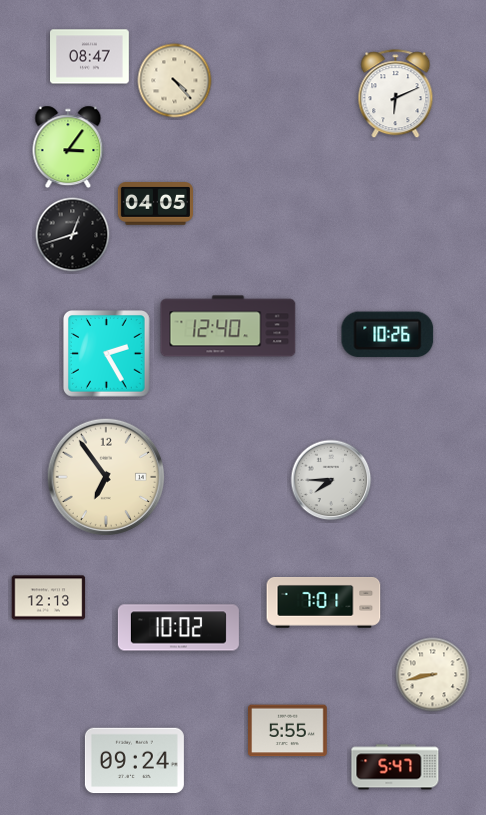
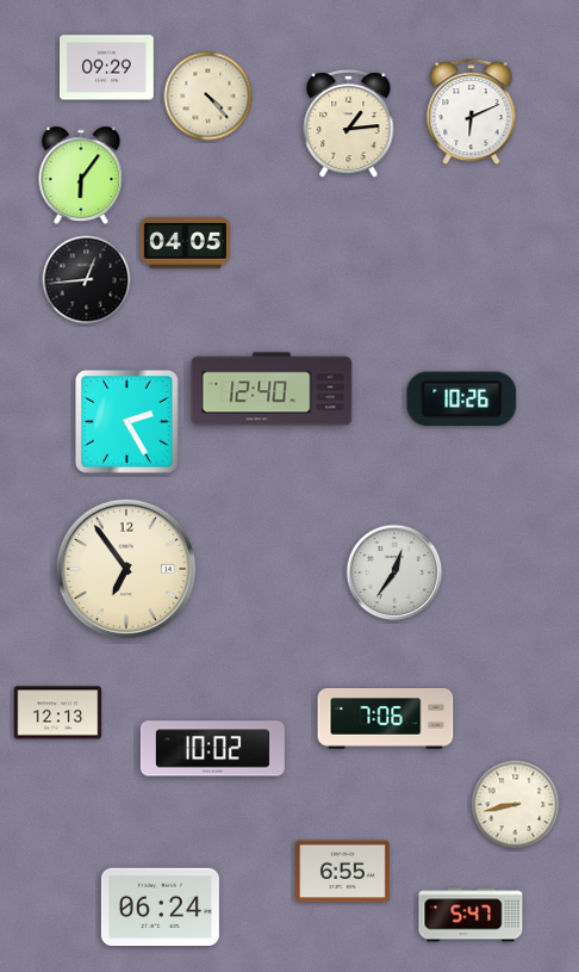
clock at (90, 57): 08:47 -> 09:29
clock at (349, 124): none -> 1:14
clock at (68, 147): 3:06 -> 6:06
clock at (73, 235): 12:42 -> 12:44
clock at (331, 480): 7:45 -> 12:36
clock at (324, 603): 7:01 -> 7:06
clock at (288, 731): 5:55 -> 6:55
clock at (134, 761): 09:24 -> 06:24
